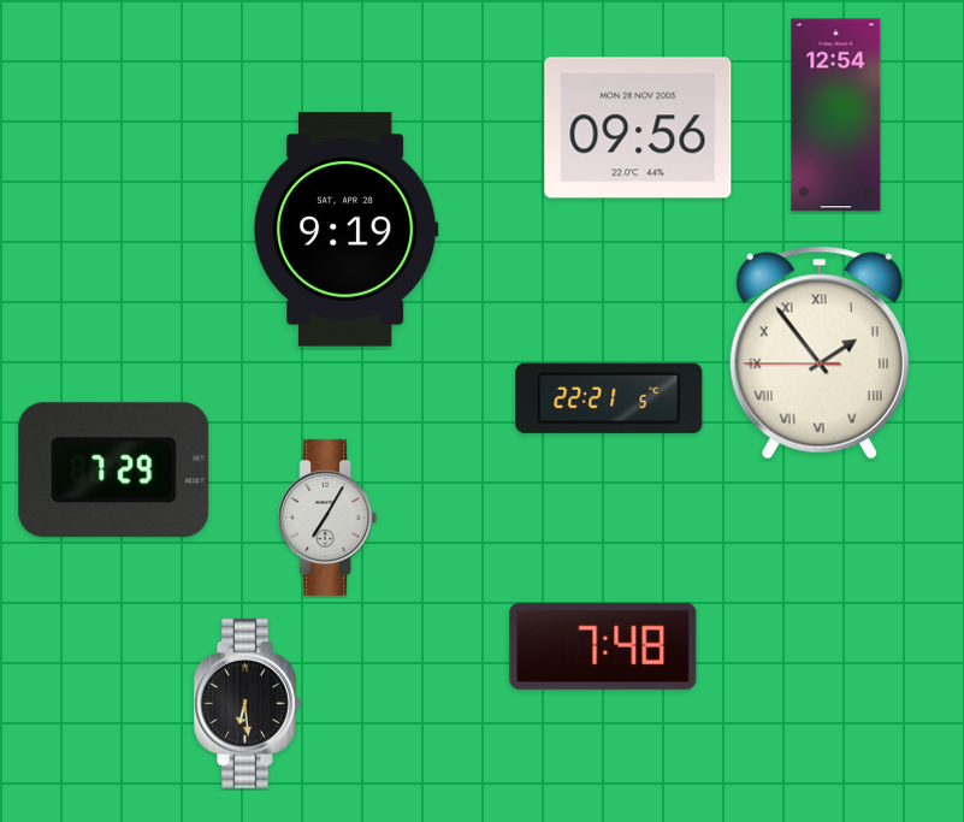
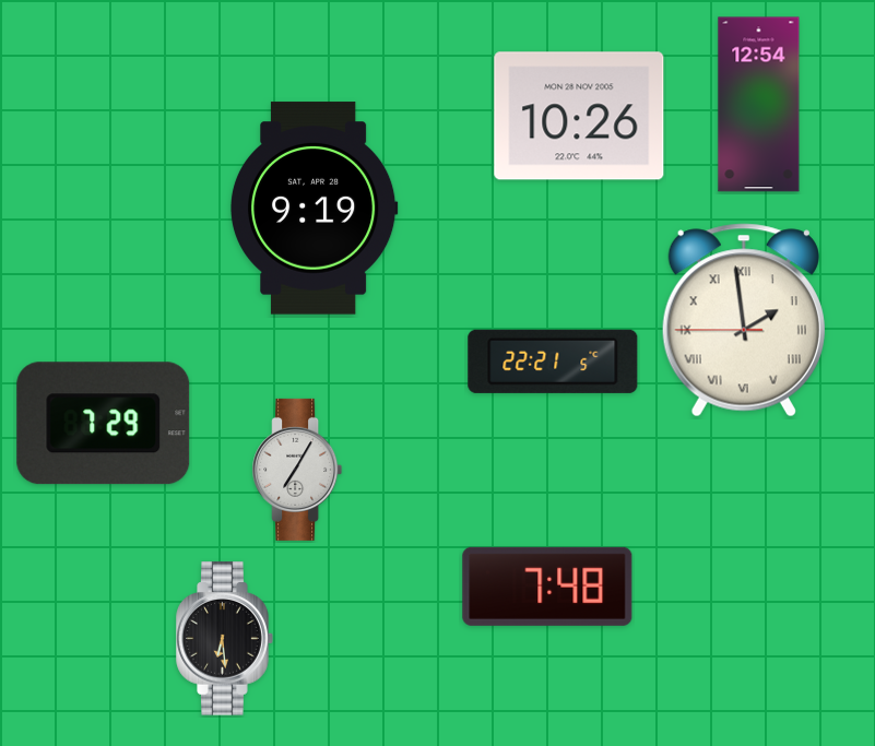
clock at (638, 128): 09:56 -> 10:26
clock at (820, 353): 1:53 -> 1:58
clock at (114, 471) position: (114, 471) -> (104, 424)
